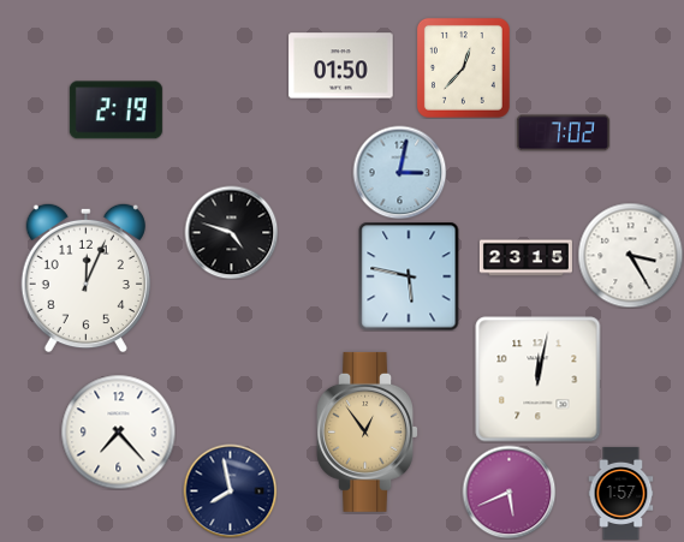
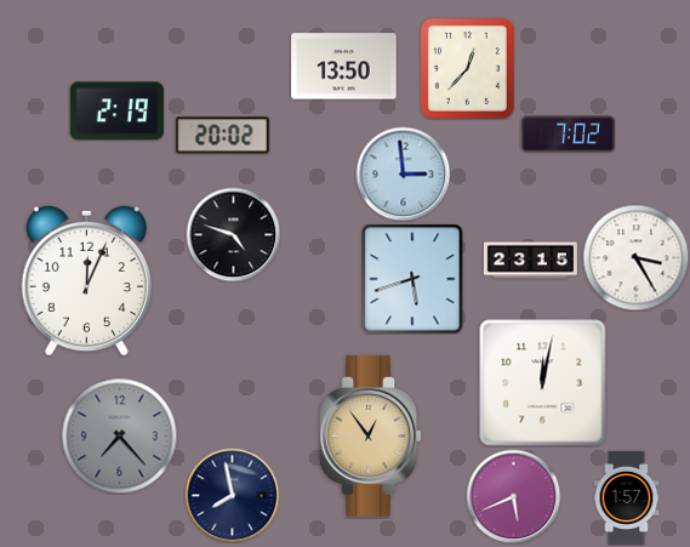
clock at (341, 66): 01:50 -> 13:50
clock at (222, 136): none -> 20:02
clock at (399, 172): 3:02 -> 2:59
clock at (409, 276): 5:47 -> 5:42
clock at (118, 431) dial: white -> grey
